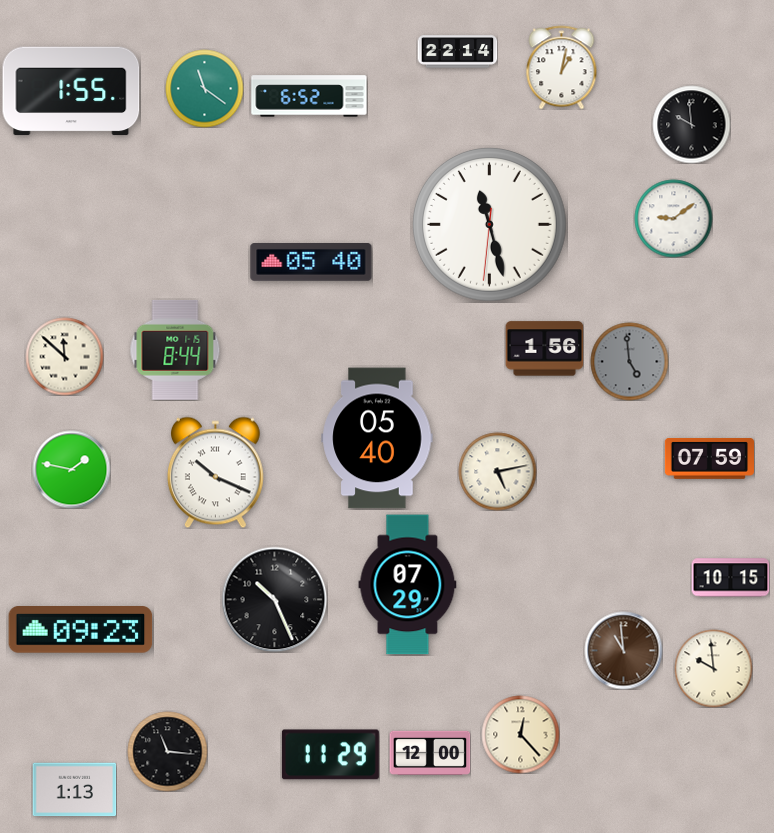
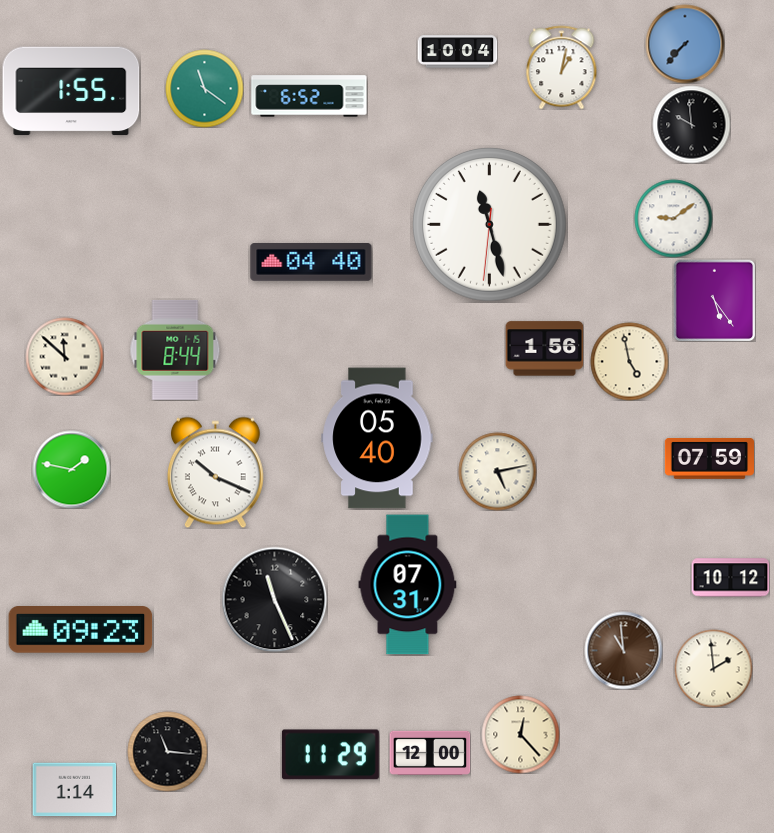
clock at (685, 44): none -> 7:37
clock at (457, 52): 22:14 -> 10:04
clock at (311, 263): 05:40 -> 04:40
clock at (714, 300): none -> 5:24
clock at (629, 361): 4:59 -> 4:58
clock at (629, 361) dial: grey -> cream
clock at (730, 578): 10:15 -> 10:12
clock at (408, 585): 07:29 -> 07:31
clock at (274, 599): 10:26 -> 11:26
clock at (713, 668): 9:59 -> 1:59
clock at (74, 790): 1:13 -> 1:14
